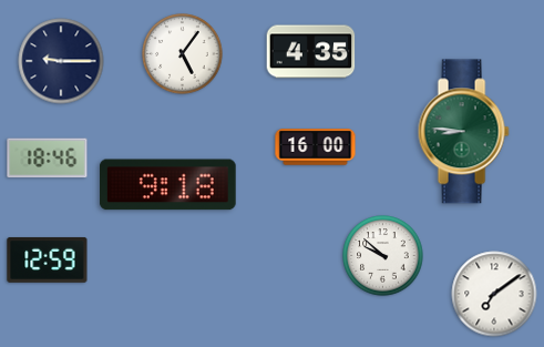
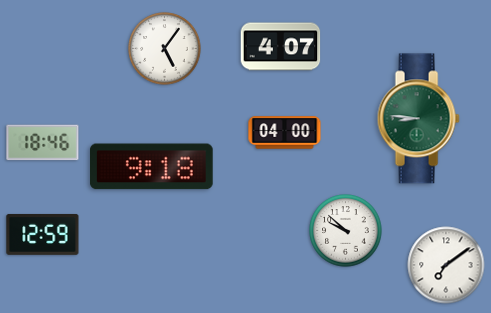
clock at (311, 52): 4:35 -> 4:07
clock at (61, 61): 9:15 -> none
clock at (316, 147): 16:00 -> 04:00
